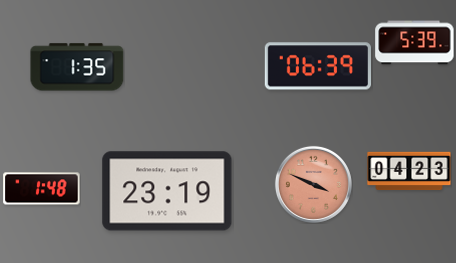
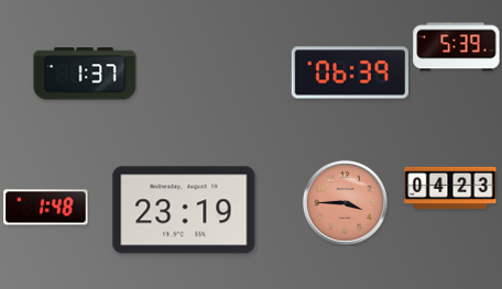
clock at (77, 67): 1:35 -> 1:37
clock at (313, 184): 3:49 -> 3:45
